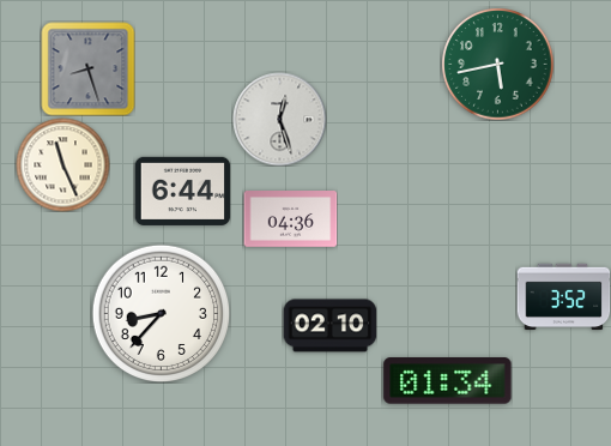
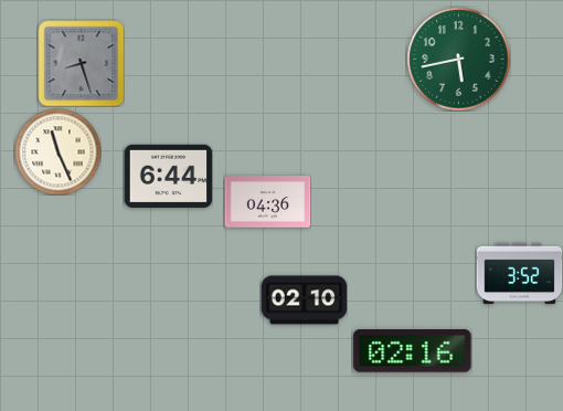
clock at (279, 119): 12:27 -> none
clock at (161, 313): 8:37 -> none
clock at (448, 381): 01:34 -> 02:16
